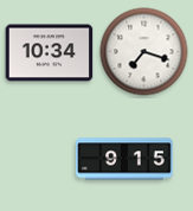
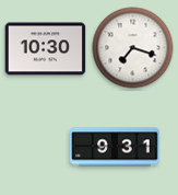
clock at (50, 53): 10:34 -> 10:30
clock at (124, 159): 9:15 -> 9:31
